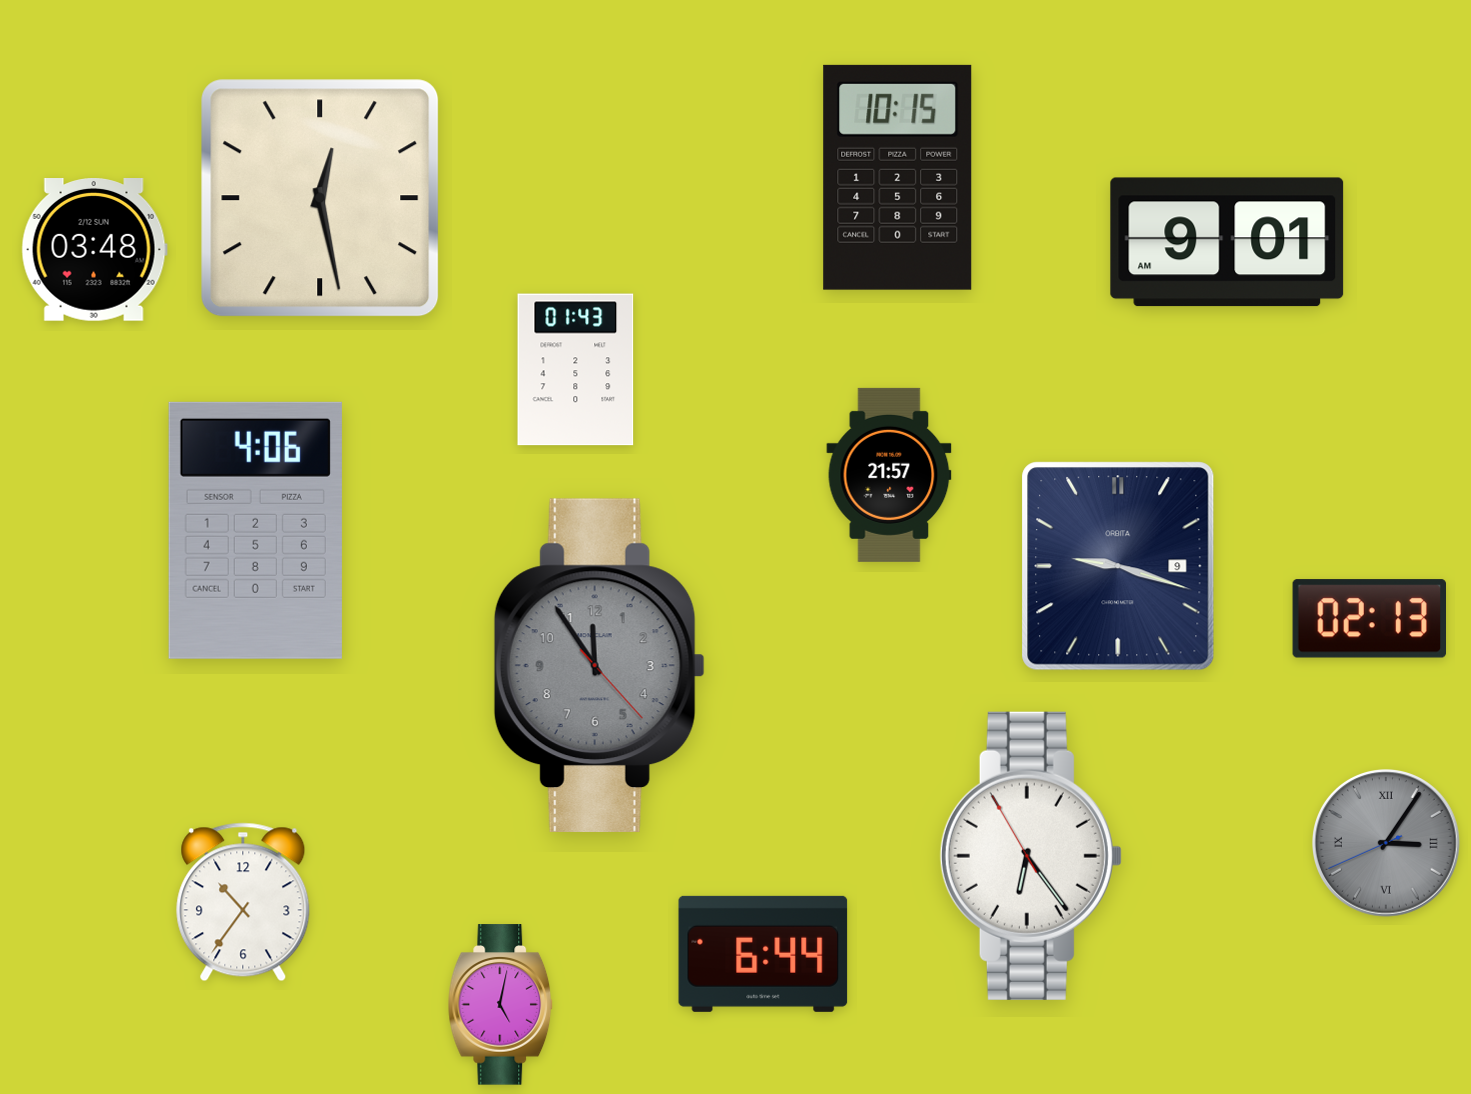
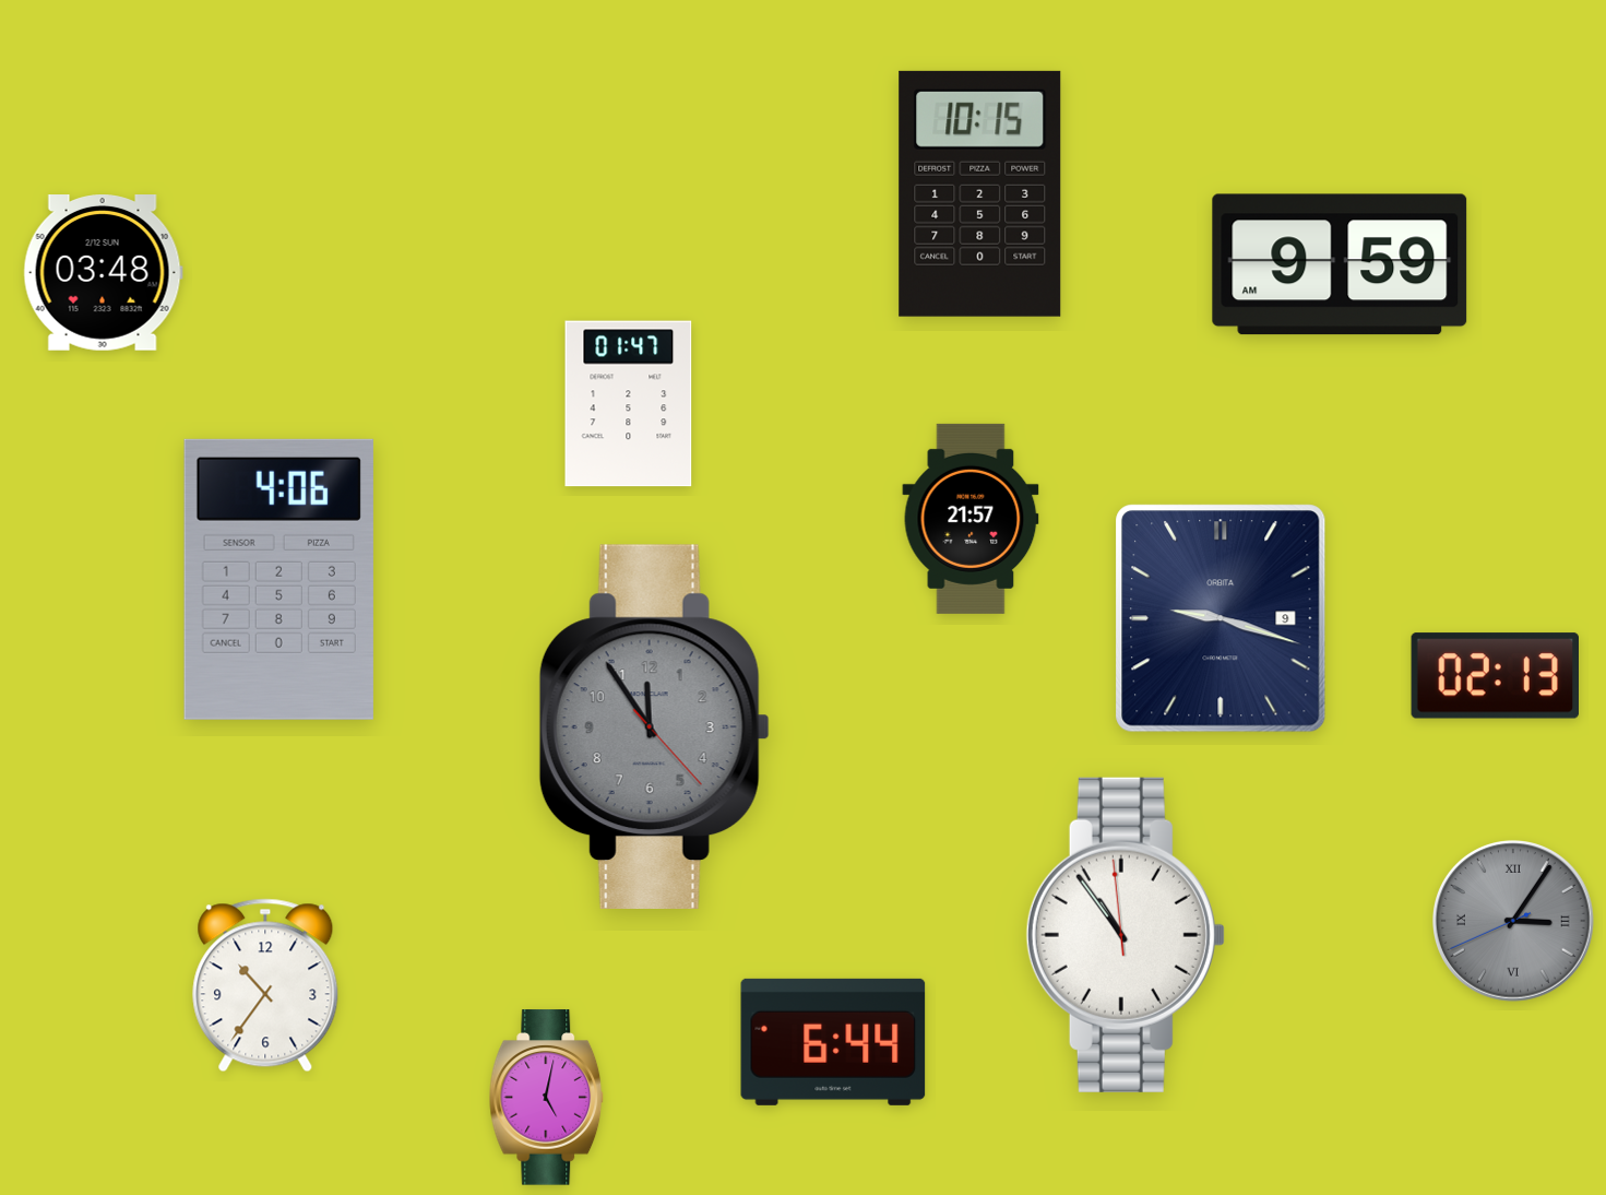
clock at (320, 198): 12:28 -> none
clock at (1227, 242): 9:01 -> 9:59
clock at (576, 370): 01:43 -> 01:47
clock at (1031, 856): 6:23 -> 10:53
